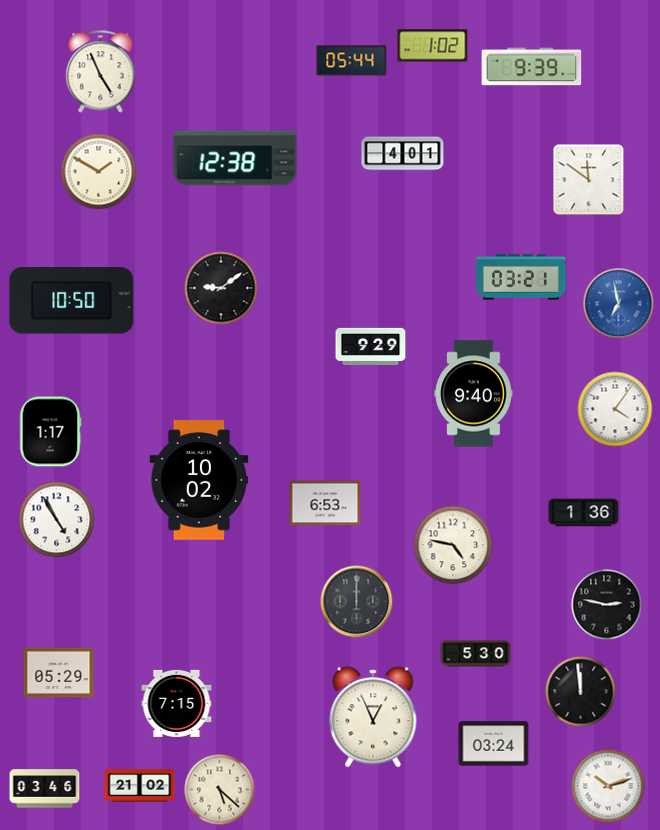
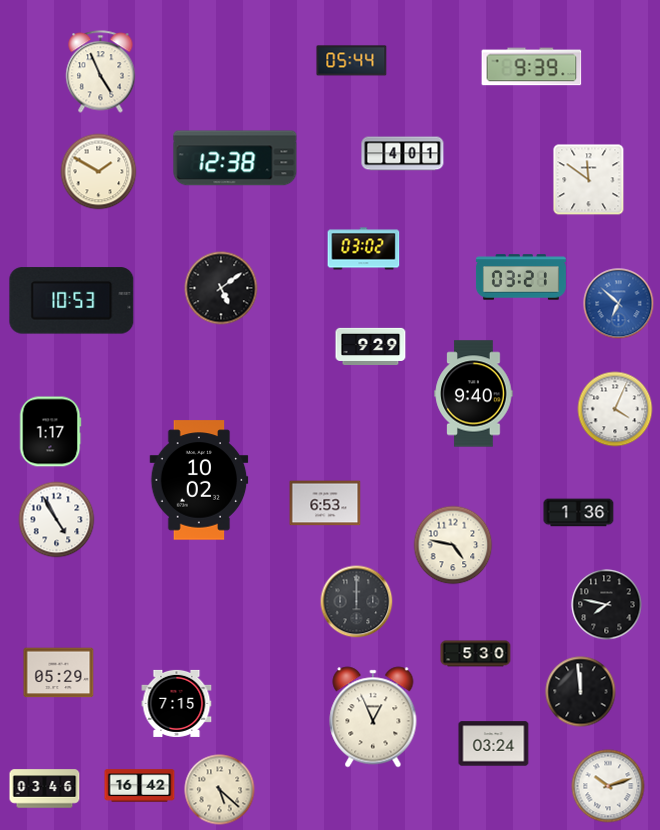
clock at (433, 46): 1:02 -> none
clock at (364, 249): none -> 03:02
clock at (221, 288): 9:09 -> 5:09
clock at (72, 301): 10:50 -> 10:53
clock at (619, 304): 6:58 -> 6:52
clock at (615, 409): 4:06 -> 4:04
clock at (584, 513) position: (584, 513) -> (579, 513)
clock at (607, 605): 2:47 -> 7:47
clock at (140, 786): 21:02 -> 16:42
